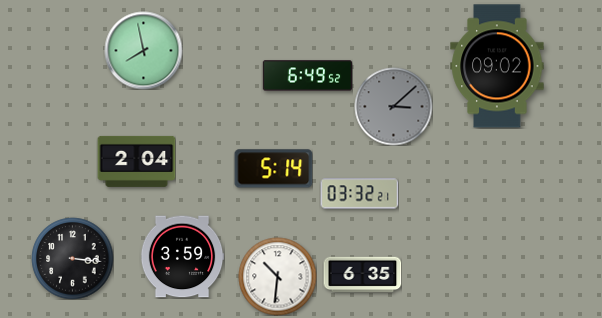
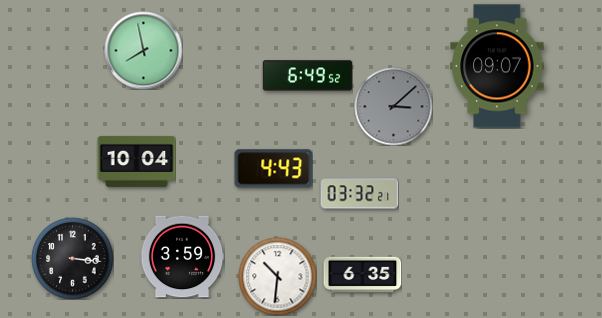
clock at (497, 66): 09:02 -> 09:07
clock at (136, 161): 2:04 -> 10:04
clock at (273, 169): 5:14 -> 4:43
